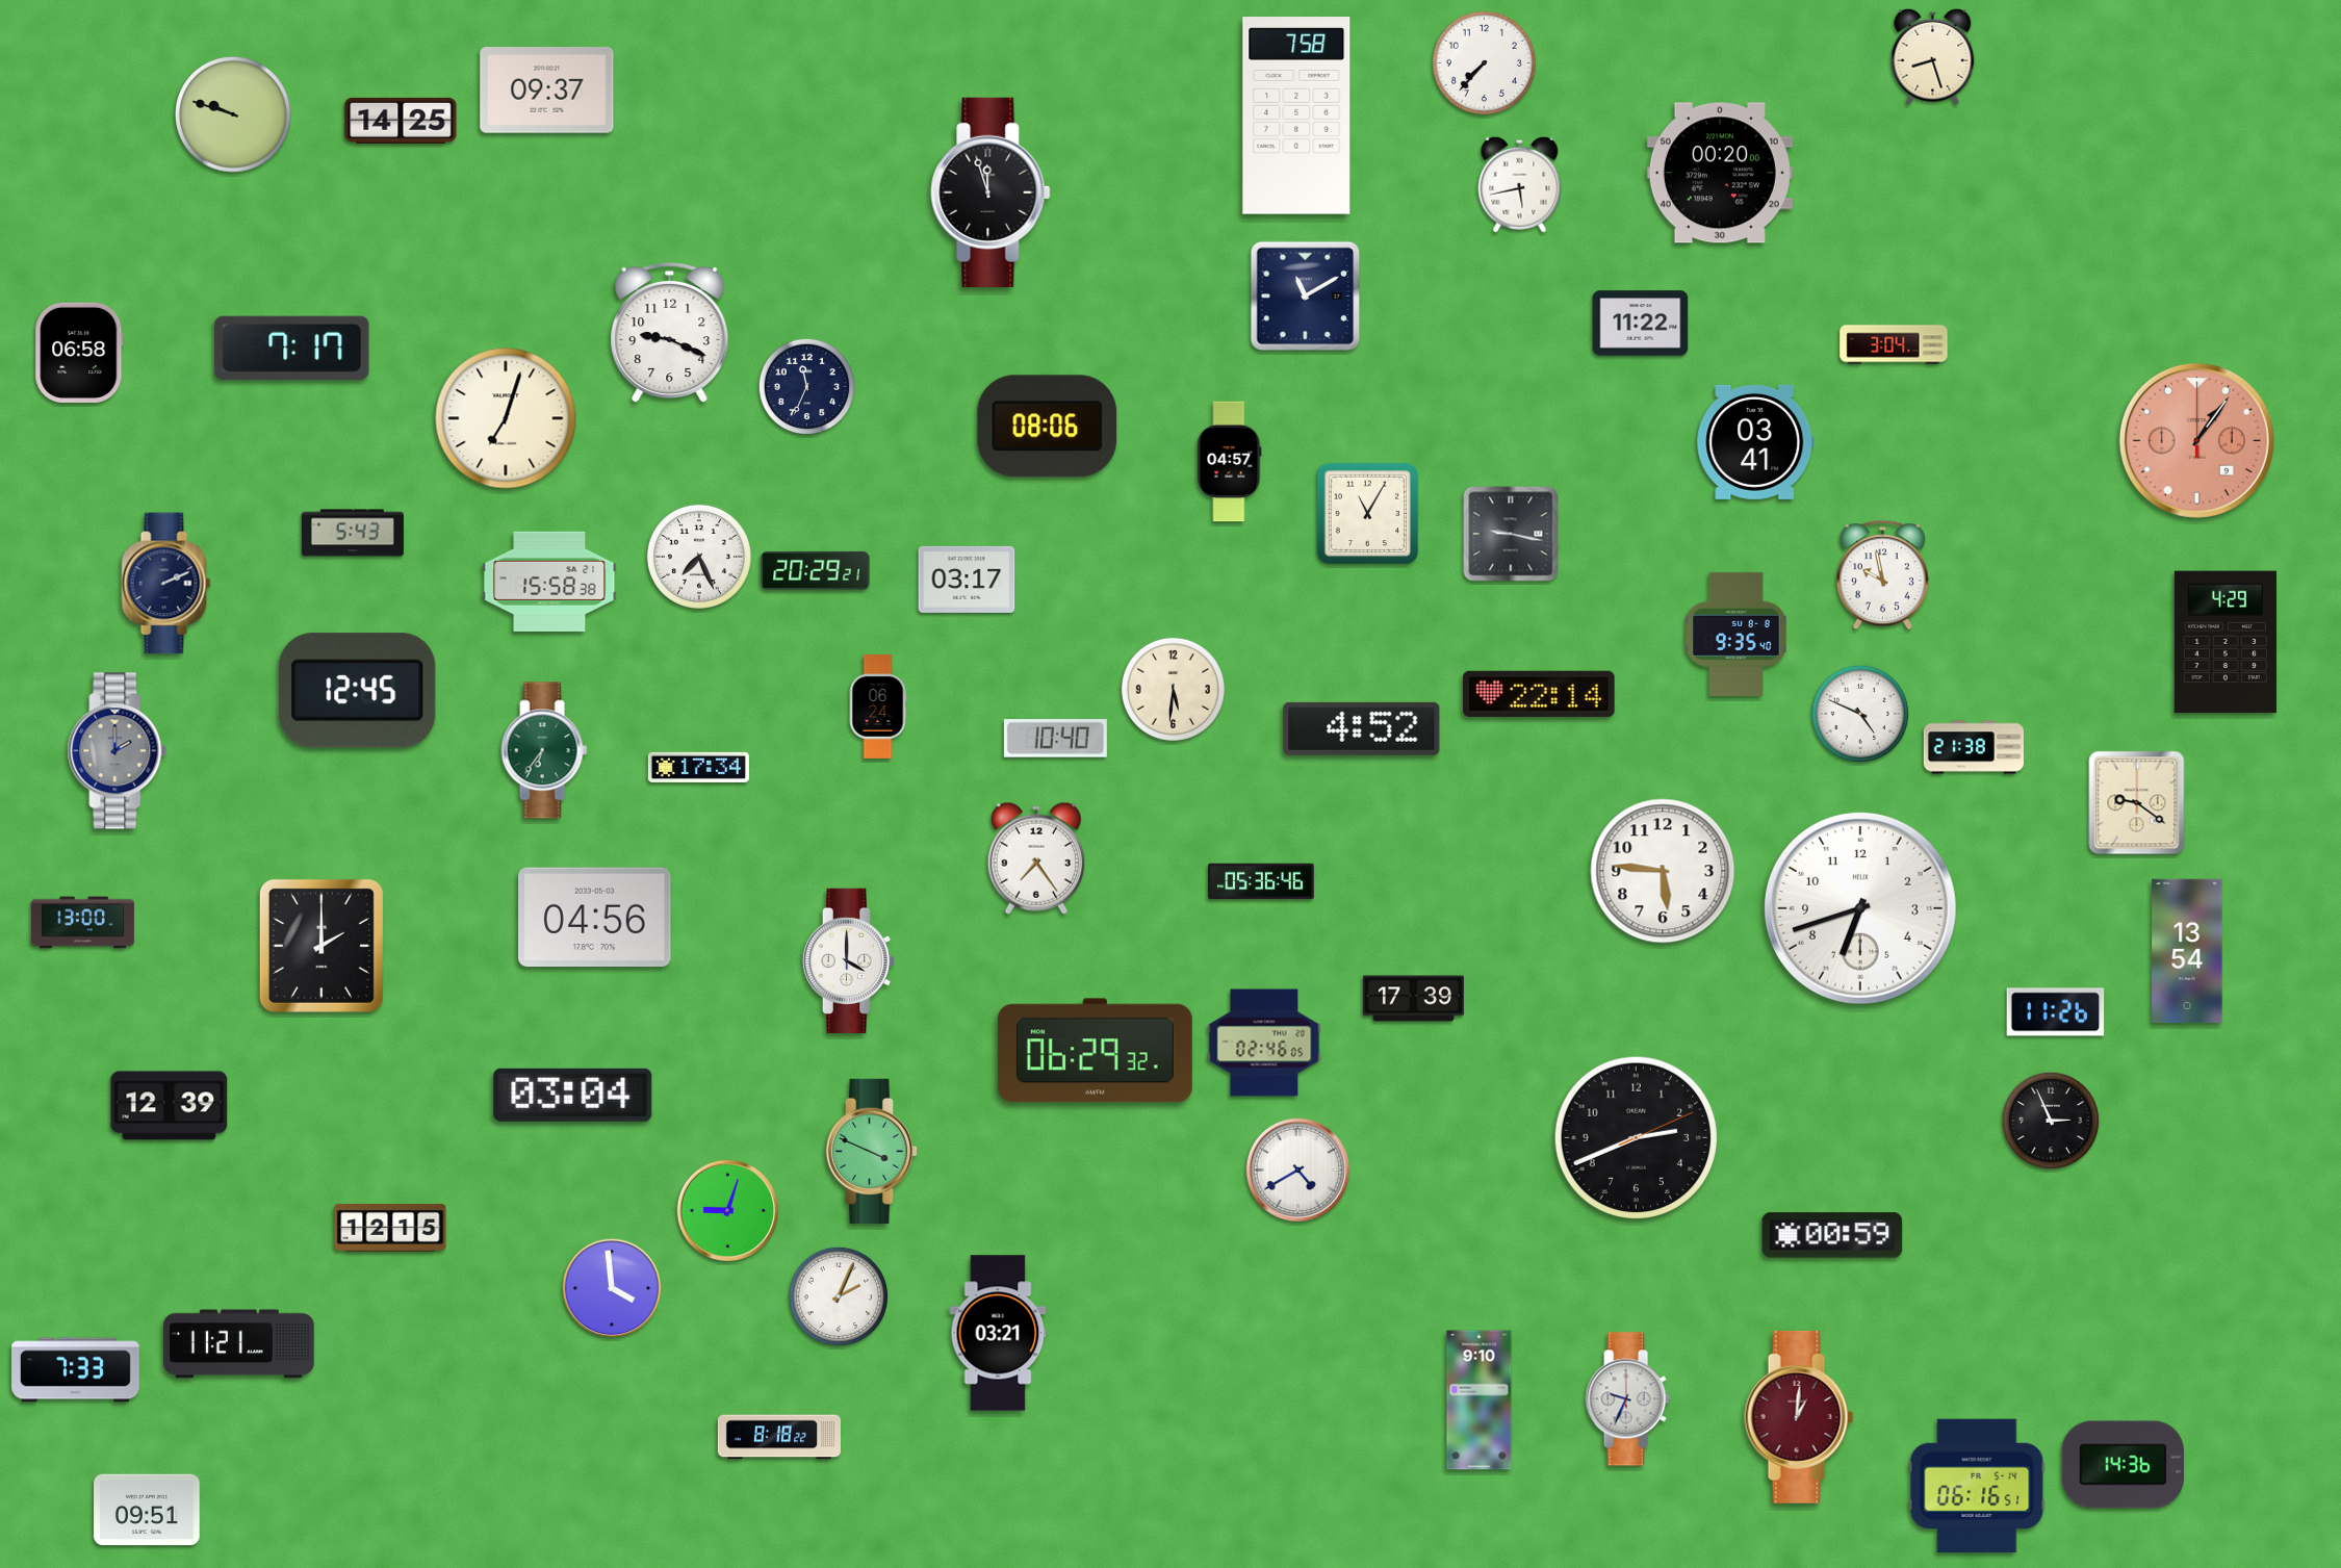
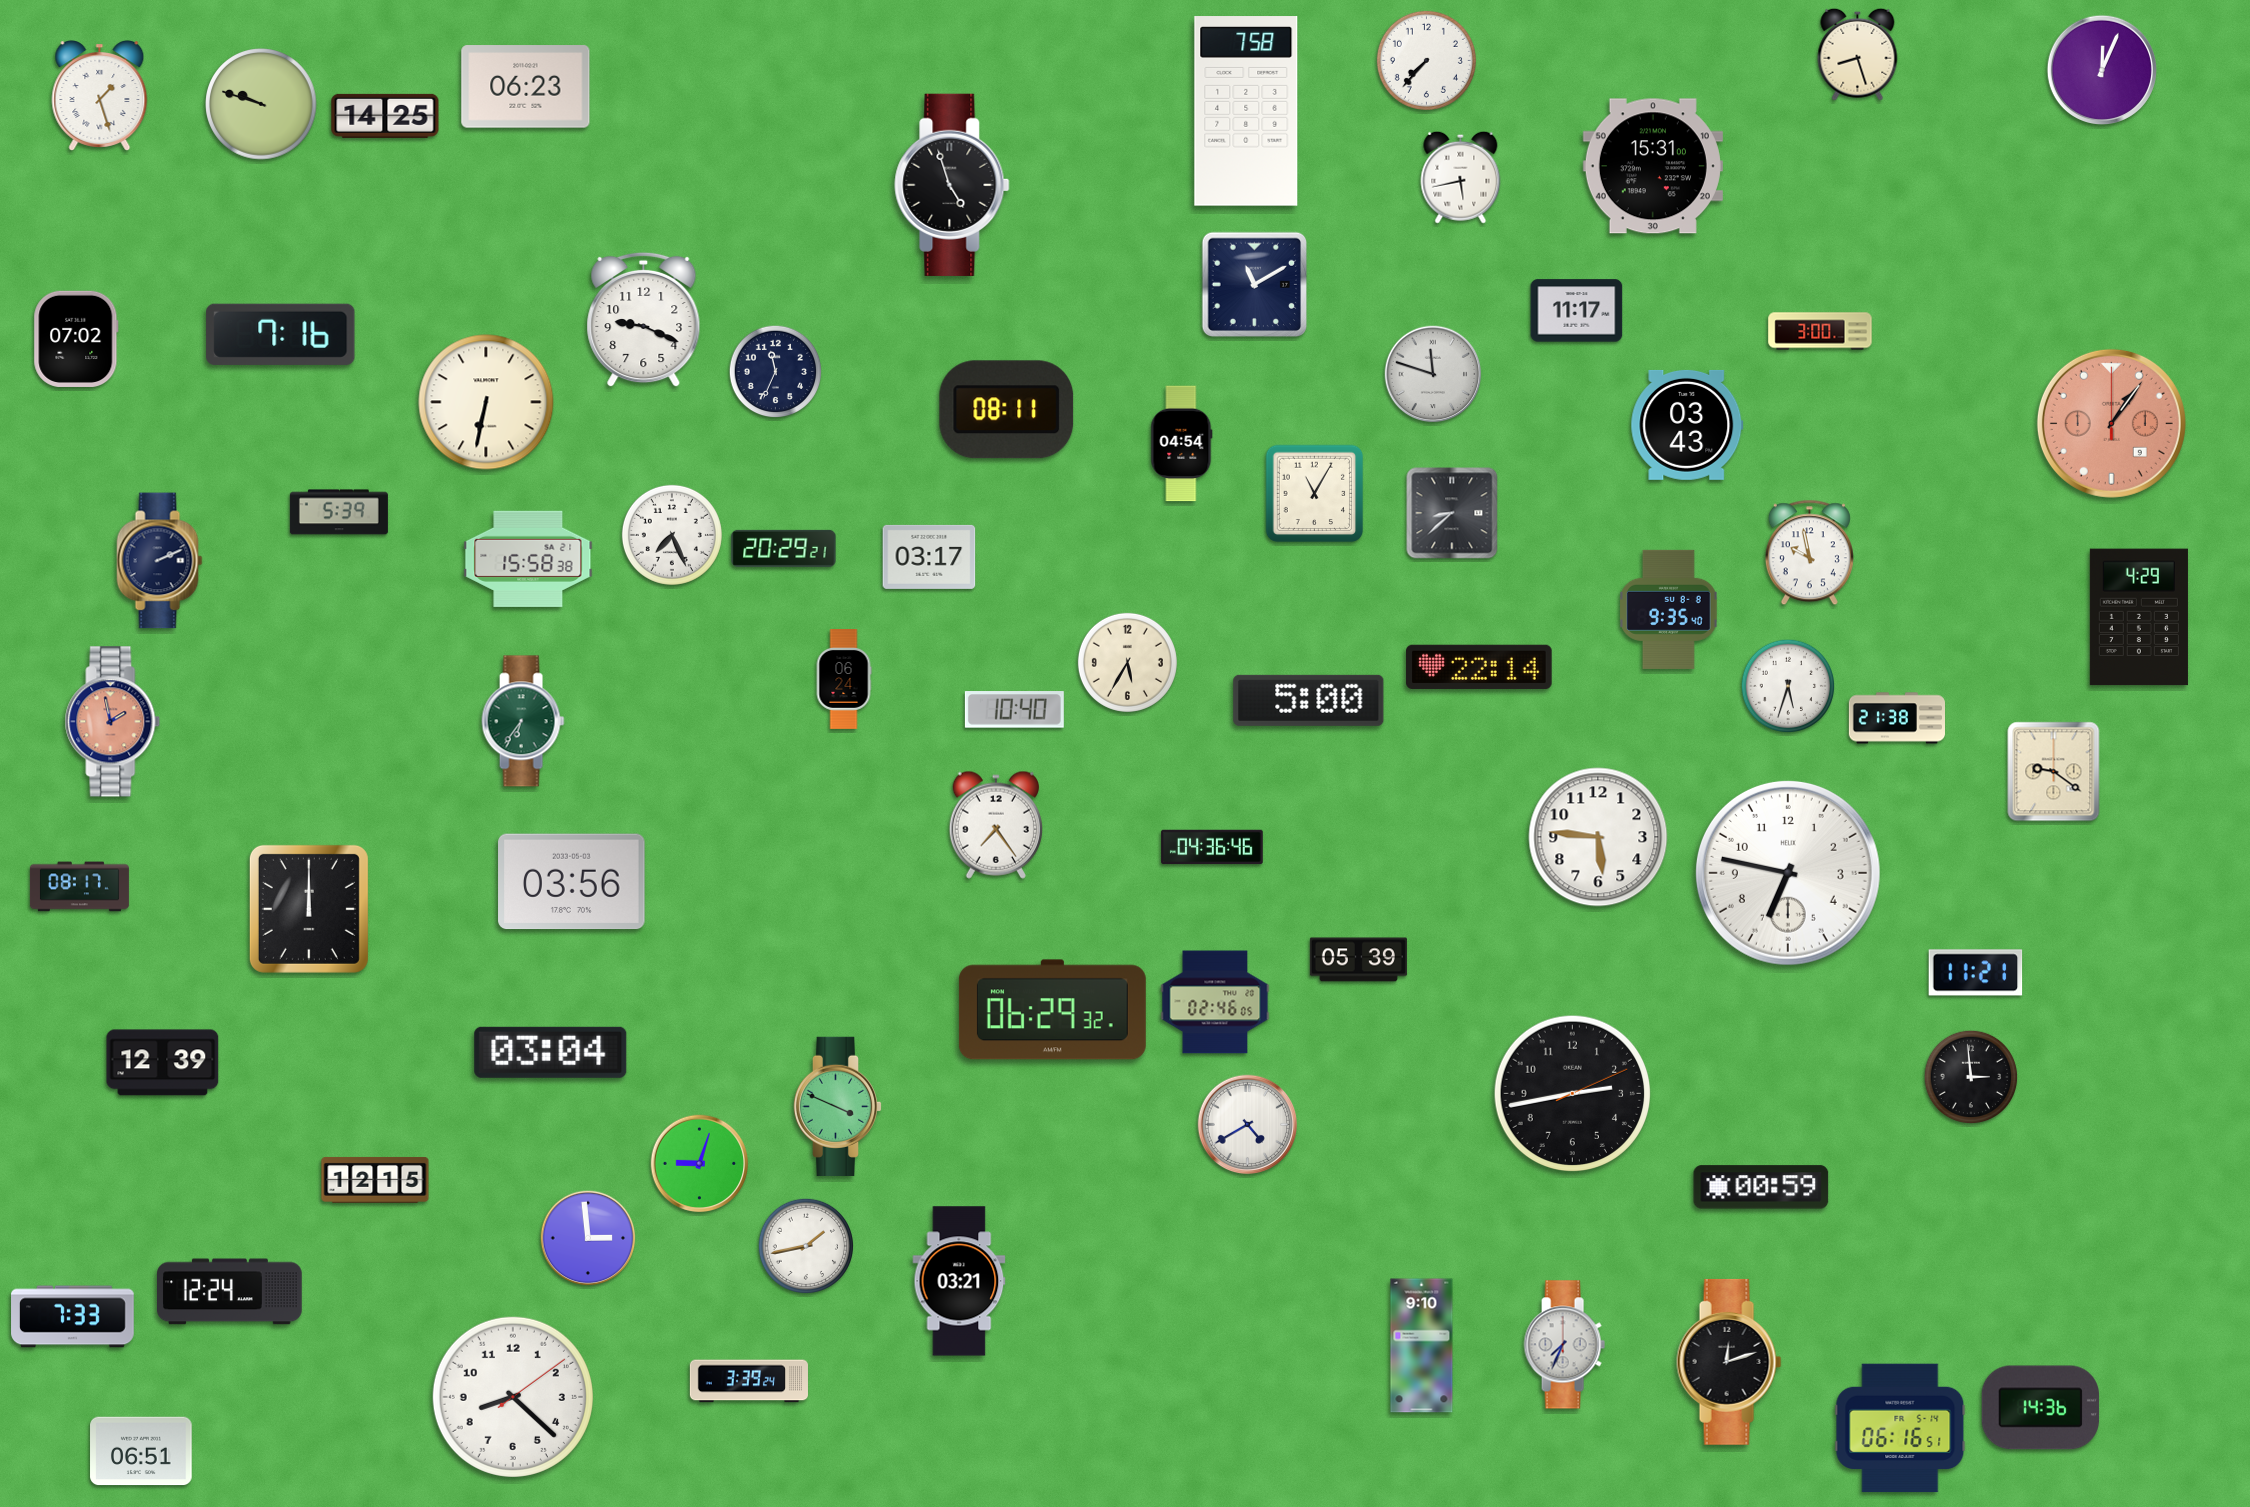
clock at (2101, 69): none -> 12:04
clock at (547, 91): 09:37 -> 06:23
clock at (100, 96): none -> 1:27
clock at (233, 114) position: (233, 114) -> (261, 104)
clock at (1720, 173): 00:20 -> 15:31
clock at (991, 192): 11:57 -> 4:57
clock at (1641, 324): 11:22 -> 11:17
clock at (1894, 344): 3:04 -> 3:00
clock at (292, 348): 7:17 -> 7:16
clock at (79, 353): 06:58 -> 07:02
clock at (1433, 374): none -> 11:48
clock at (506, 418): 7:03 -> 6:32
clock at (1048, 427): 08:06 -> 08:11
clock at (1755, 442): 03:41 -> 03:43
clock at (1230, 462): 04:57 -> 04:54
clock at (353, 533): 5:43 -> 5:39
clock at (1511, 534): 9:17 -> 8:38
clock at (1173, 689): 5:31 -> 5:35
clock at (358, 691): 12:45 -> none
clock at (1860, 714): 4:49 -> 5:33
clock at (1362, 728): 4:52 -> 5:00
clock at (118, 751): 2:00 -> 1:58
clock at (118, 751) dial: grey -> salmon
clock at (698, 767): 17:34 -> none
clock at (1261, 881): 05:36 -> 04:36
clock at (1860, 908): 6:42 -> 6:47
clock at (595, 918): 04:56 -> 03:56
clock at (82, 923): 13:00 -> 08:17
clock at (321, 946): 2:00 -> 12:00
clock at (2187, 951): 13:54 -> none
clock at (849, 960): 4:00 -> none
clock at (1413, 999): 17:39 -> 05:39
clock at (2056, 1012): 11:26 -> 11:21
clock at (2051, 1121): 2:56 -> 2:59
clock at (1637, 1138): 2:41 -> 2:43
clock at (612, 1288): 3:59 -> 2:59
clock at (838, 1295): 2:04 -> 1:43
clock at (239, 1344): 11:21 -> 12:24
clock at (1627, 1399): 9:34 -> 7:34
clock at (1799, 1417): 1:01 -> 12:12
clock at (1799, 1417) dial: burgundy -> black
clock at (778, 1437): 8:18 -> 3:39
clock at (513, 1397): none -> 8:22
clock at (147, 1510): 09:51 -> 06:51
